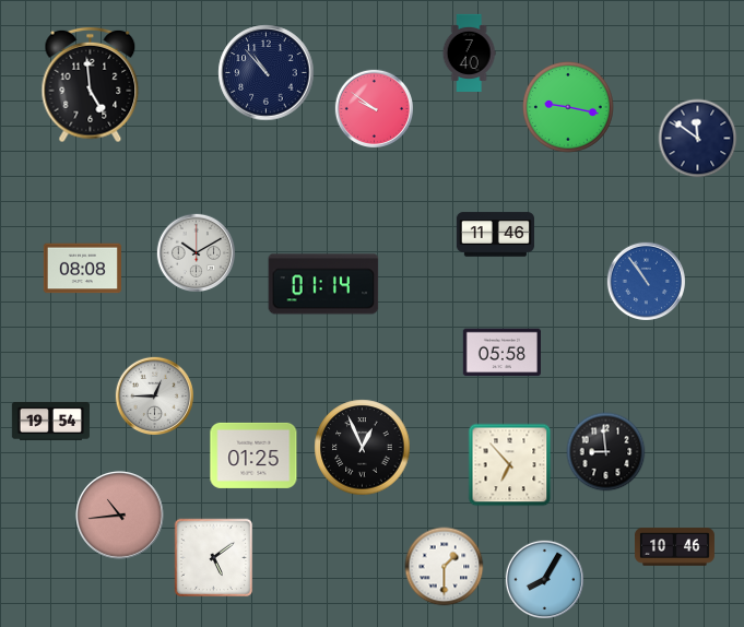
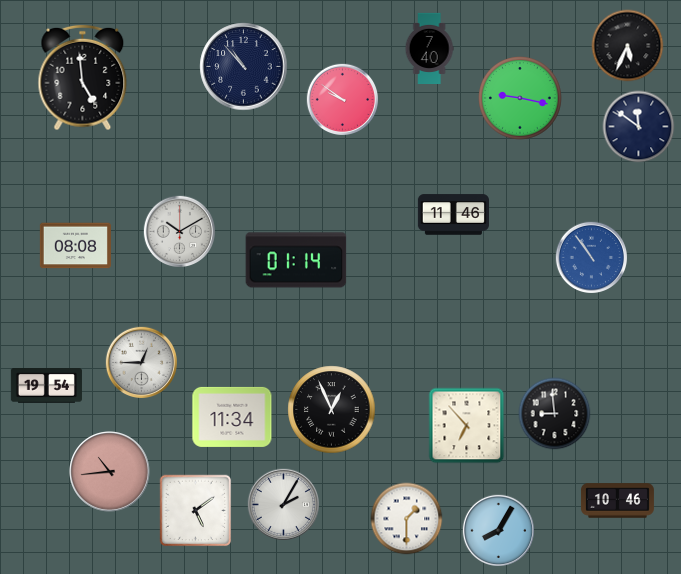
clock at (628, 46): none -> 5:34
clock at (501, 353): 05:58 -> none
clock at (253, 456): 01:25 -> 11:34
clock at (283, 504): none -> 2:05
